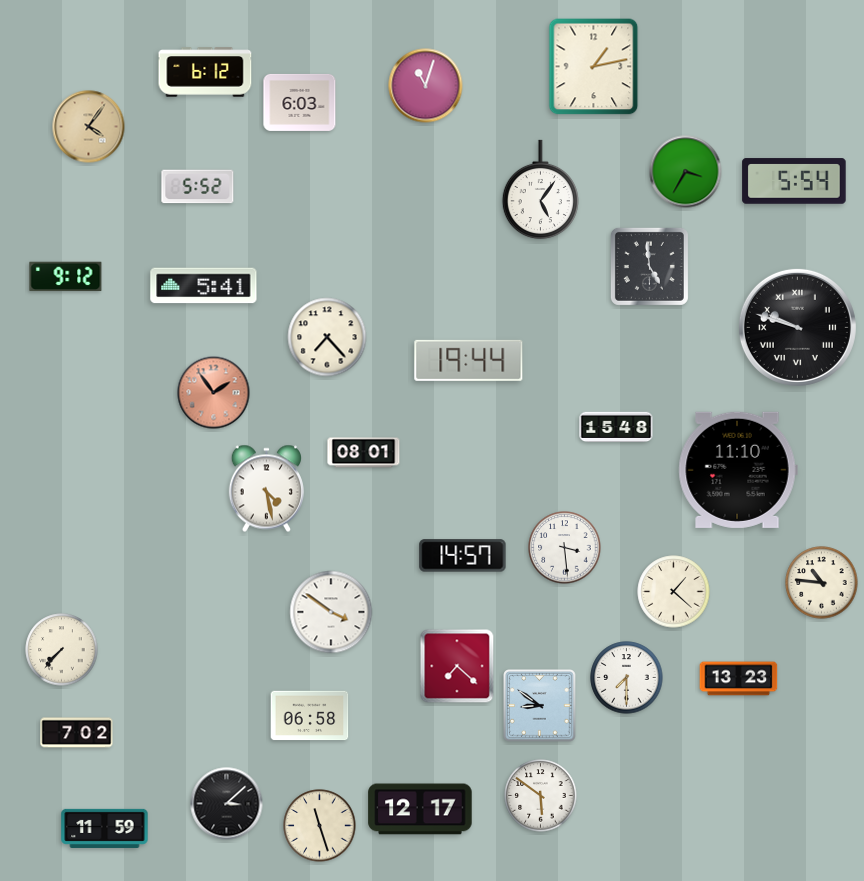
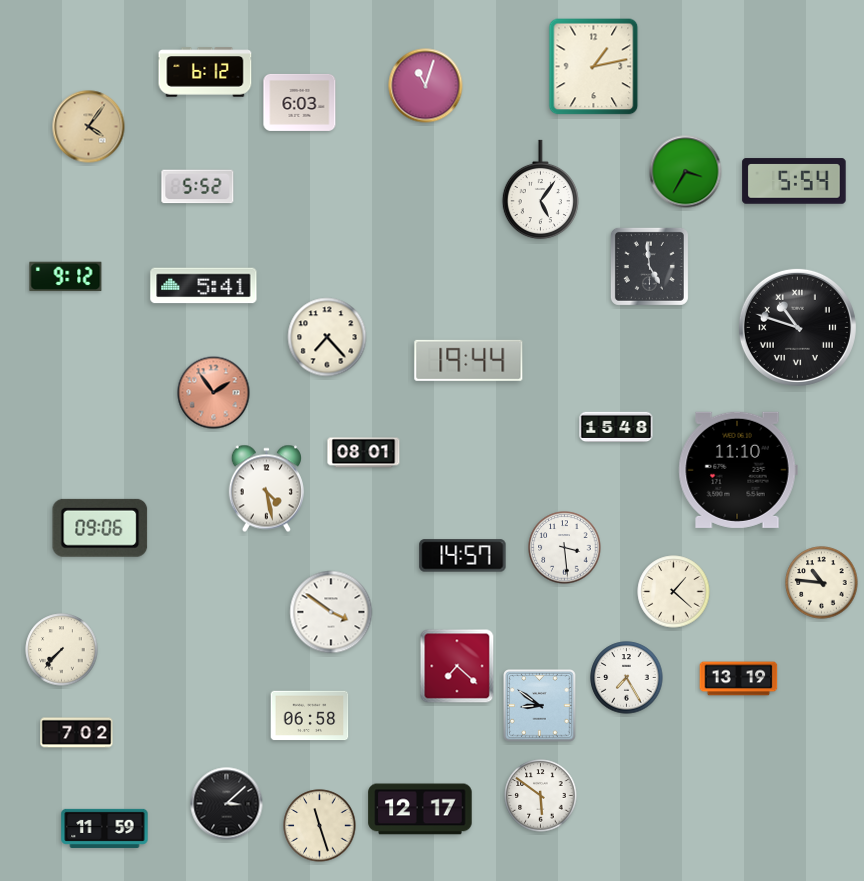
clock at (797, 327): 9:48 -> 10:48
clock at (100, 528): none -> 09:06
clock at (627, 678): 7:30 -> 7:25
clock at (739, 679): 13:23 -> 13:19
